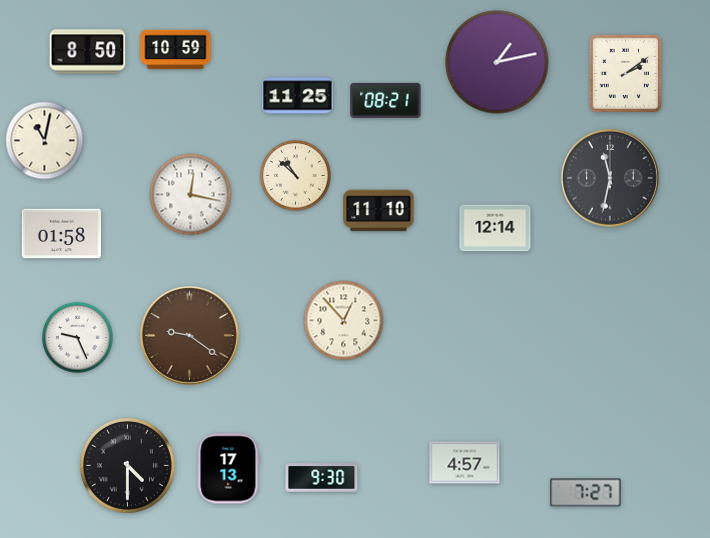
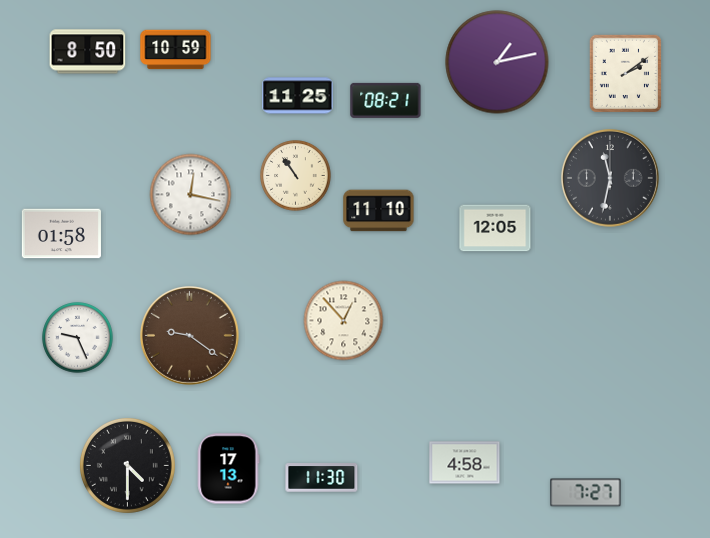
clock at (45, 141): 11:02 -> none
clock at (296, 176): 10:52 -> 10:54
clock at (495, 228): 12:14 -> 12:05
clock at (465, 463): 4:57 -> 4:58
clock at (322, 478): 9:30 -> 11:30
